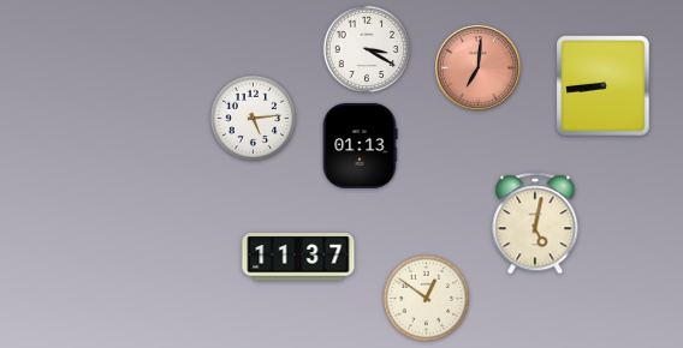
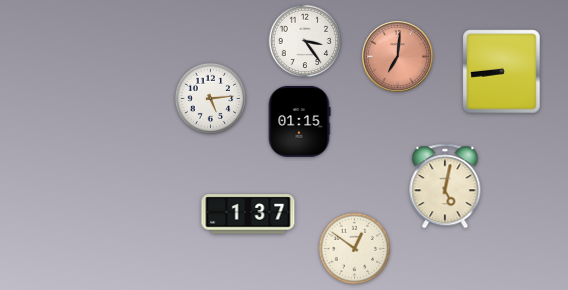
clock at (367, 49): 3:20 -> 3:24
clock at (360, 145): 01:13 -> 01:15
clock at (298, 257): 11:37 -> 1:37
